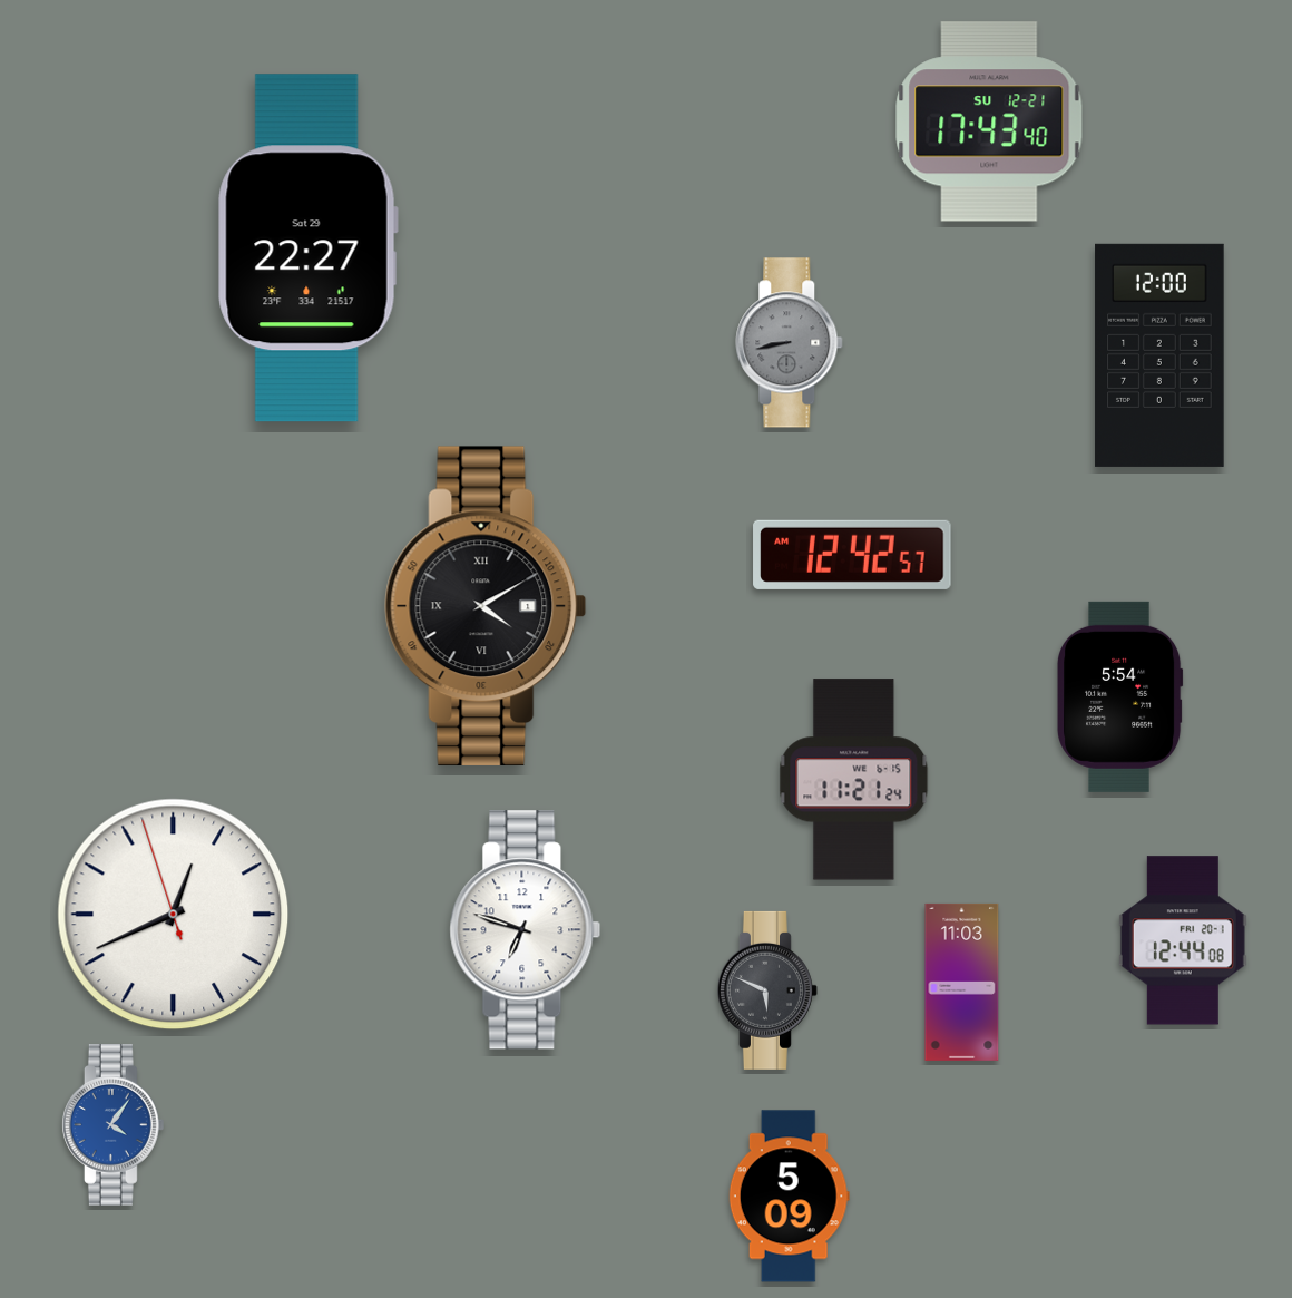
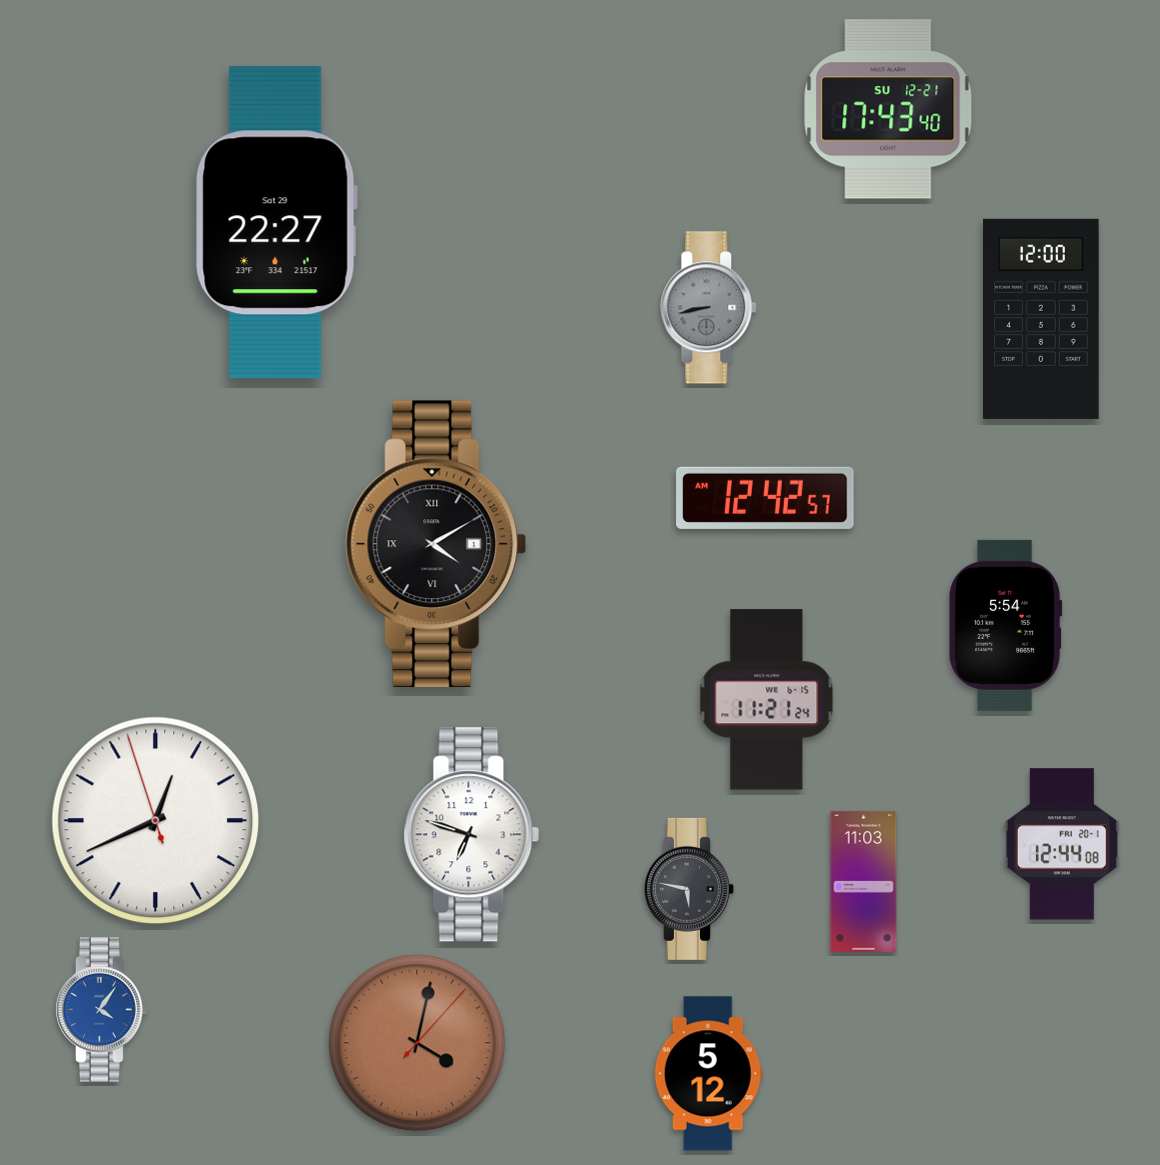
clock at (767, 990): 5:49 -> 5:47
clock at (417, 1043): none -> 4:02
clock at (789, 1197): 5:09 -> 5:12
